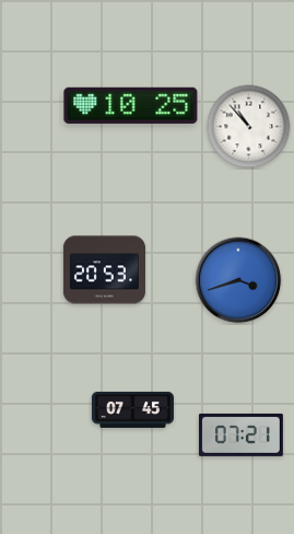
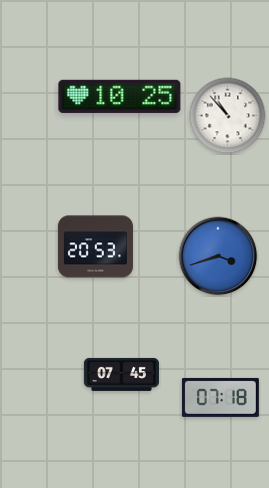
clock at (240, 434): 07:21 -> 07:18
